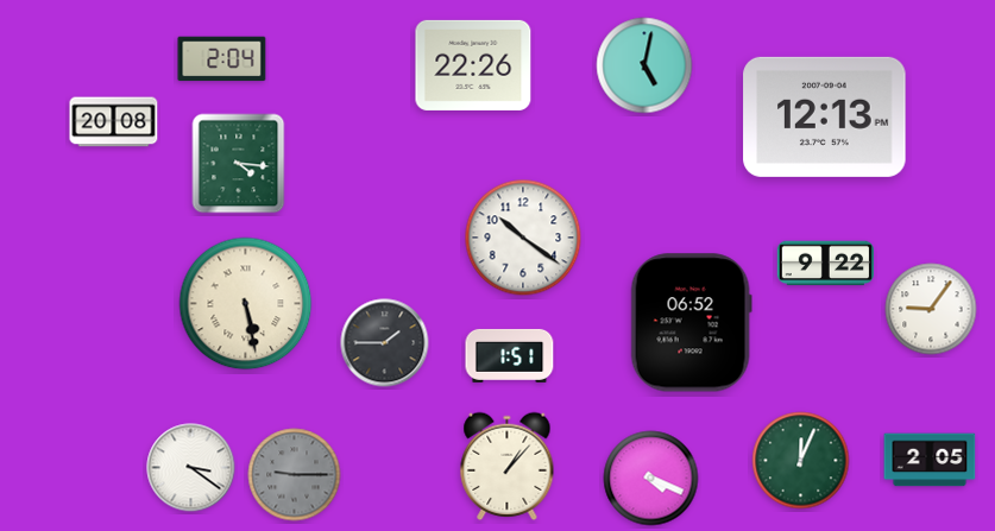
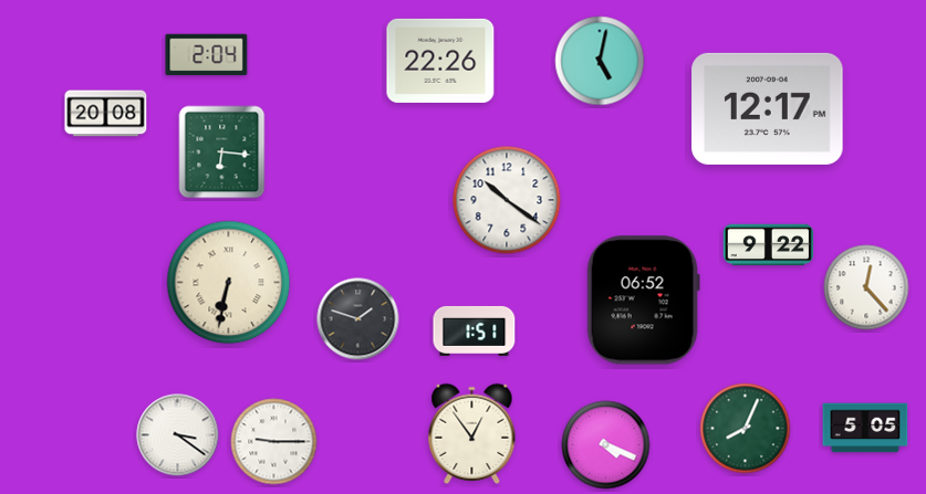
clock at (825, 116): 12:13 -> 12:17
clock at (239, 164): 4:16 -> 6:16
clock at (523, 238) position: (523, 238) -> (507, 200)
clock at (246, 304): 5:28 -> 6:32
clock at (931, 309): 9:06 -> 12:23
clock at (385, 343): 1:45 -> 1:48
clock at (930, 460): 2:05 -> 5:05
clock at (801, 461): 12:04 -> 8:04
clock at (508, 466): 1:07 -> 12:54
clock at (295, 475) dial: grey -> white
